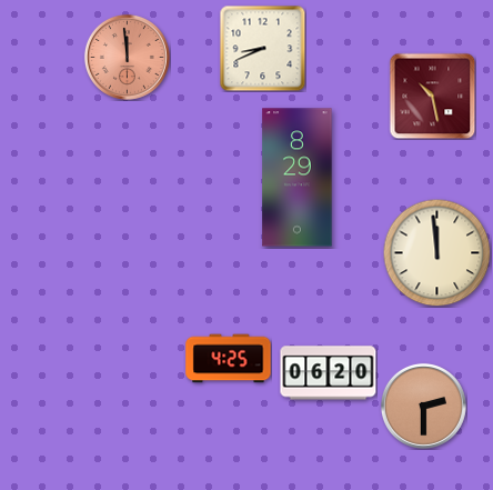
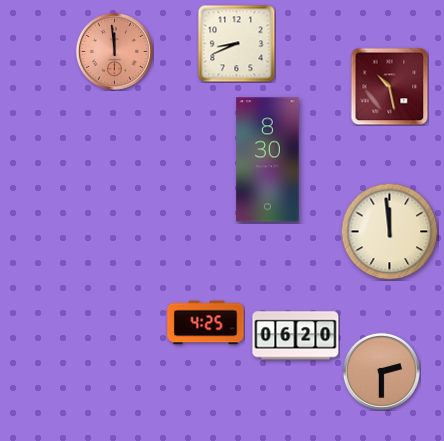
clock at (298, 178): 8:29 -> 8:30
clock at (436, 252) position: (436, 252) -> (389, 231)
clock at (423, 406) position: (423, 406) -> (381, 371)
